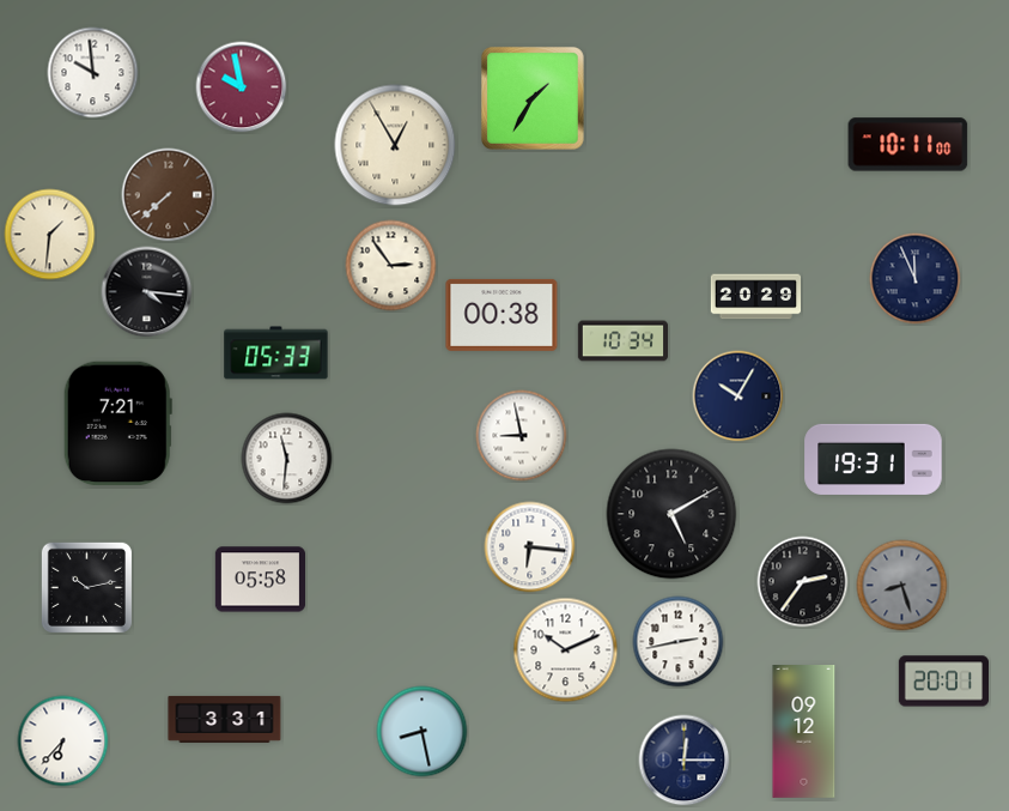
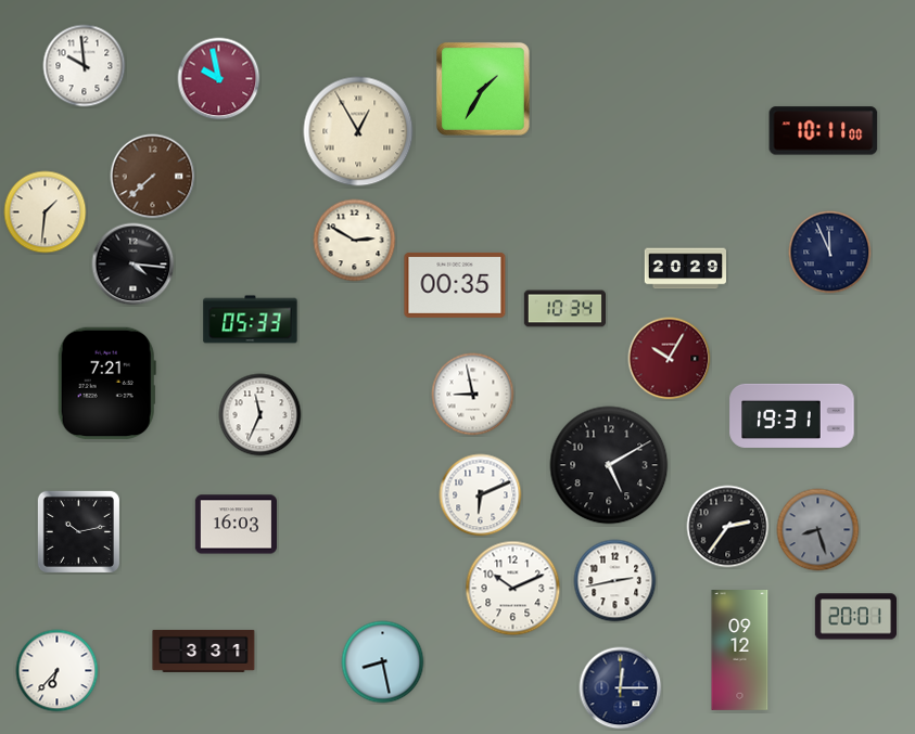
clock at (391, 266): 2:54 -> 2:50
clock at (502, 315): 00:38 -> 00:35
clock at (738, 397) dial: navy -> burgundy
clock at (287, 459): 11:31 -> 11:34
clock at (530, 547): 6:16 -> 6:11
clock at (260, 580): 05:58 -> 16:03
clock at (804, 732) position: (804, 732) -> (740, 651)
